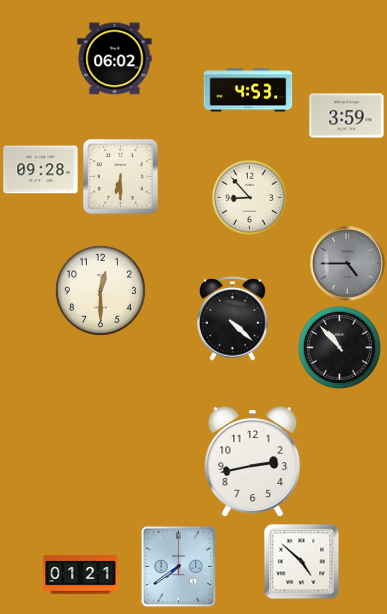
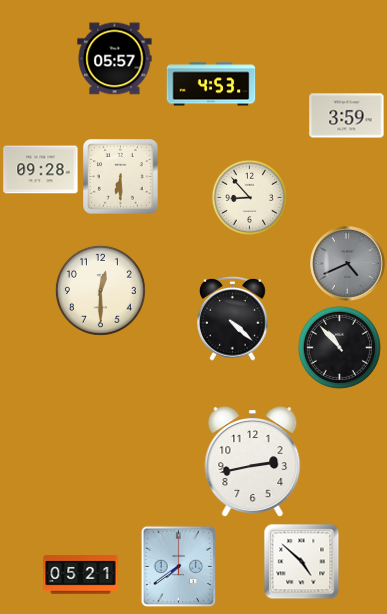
clock at (115, 59): 06:02 -> 05:57
clock at (248, 90) position: (248, 90) -> (211, 84)
clock at (348, 264): 4:45 -> 4:41
clock at (81, 575): 01:21 -> 05:21
